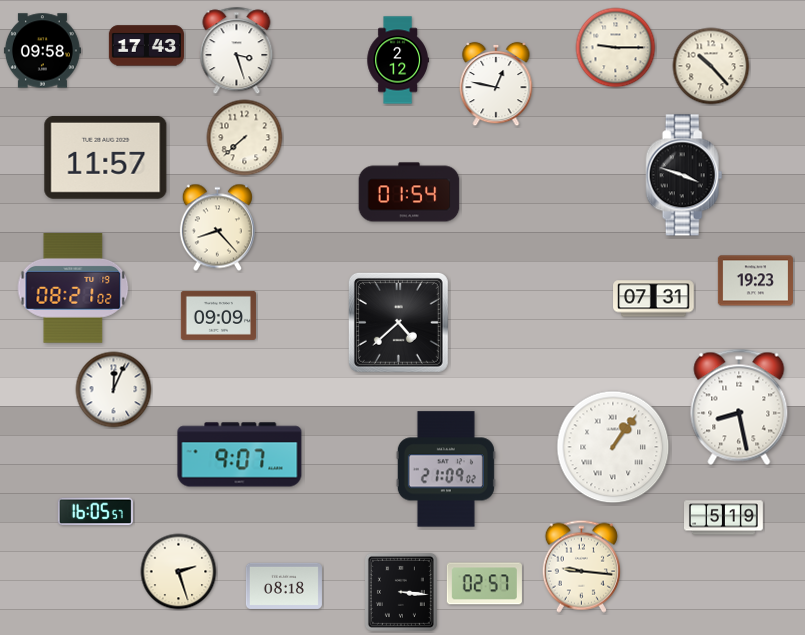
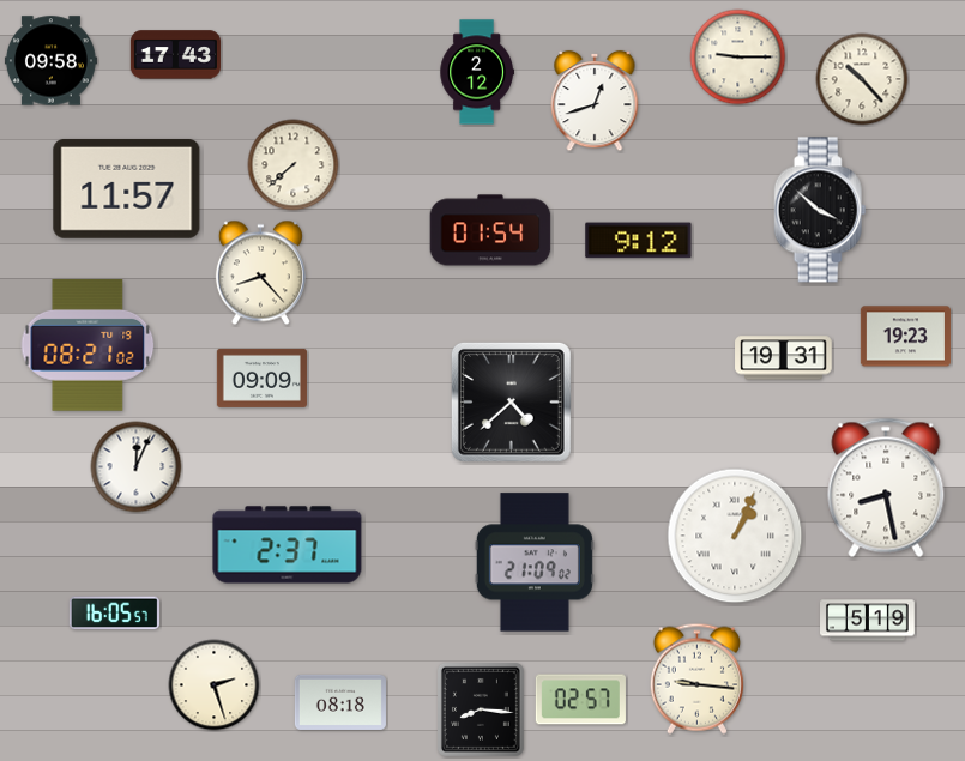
clock at (237, 51): 3:27 -> none
clock at (711, 66) position: (711, 66) -> (862, 79)
clock at (496, 84): 12:47 -> 12:42
clock at (684, 175): 3:48 -> 3:52
clock at (639, 241): none -> 9:12
clock at (654, 299): 07:31 -> 19:31
clock at (398, 322) position: (398, 322) -> (511, 401)
clock at (613, 447): 1:06 -> 1:04
clock at (240, 455): 9:07 -> 2:37
clock at (401, 592): 3:16 -> 8:16
